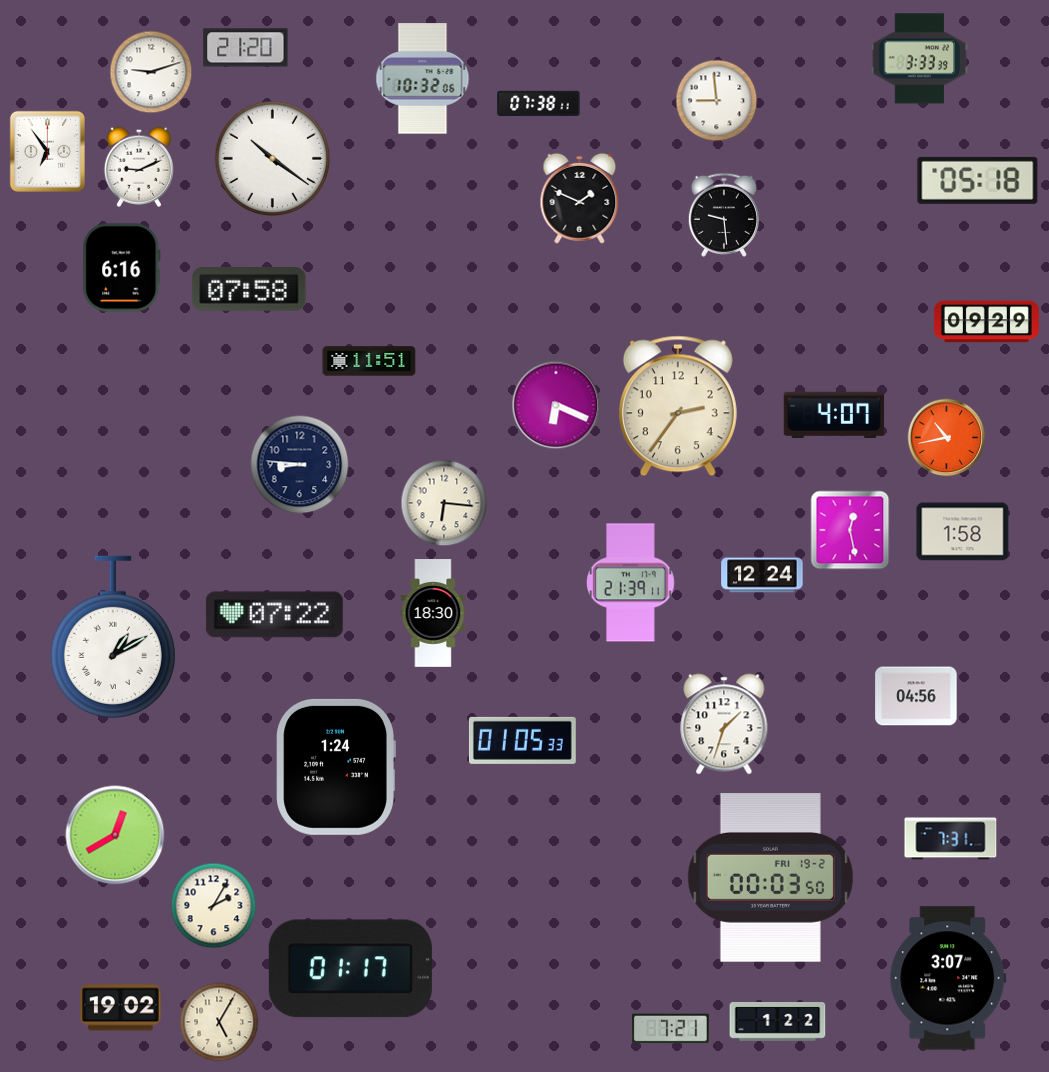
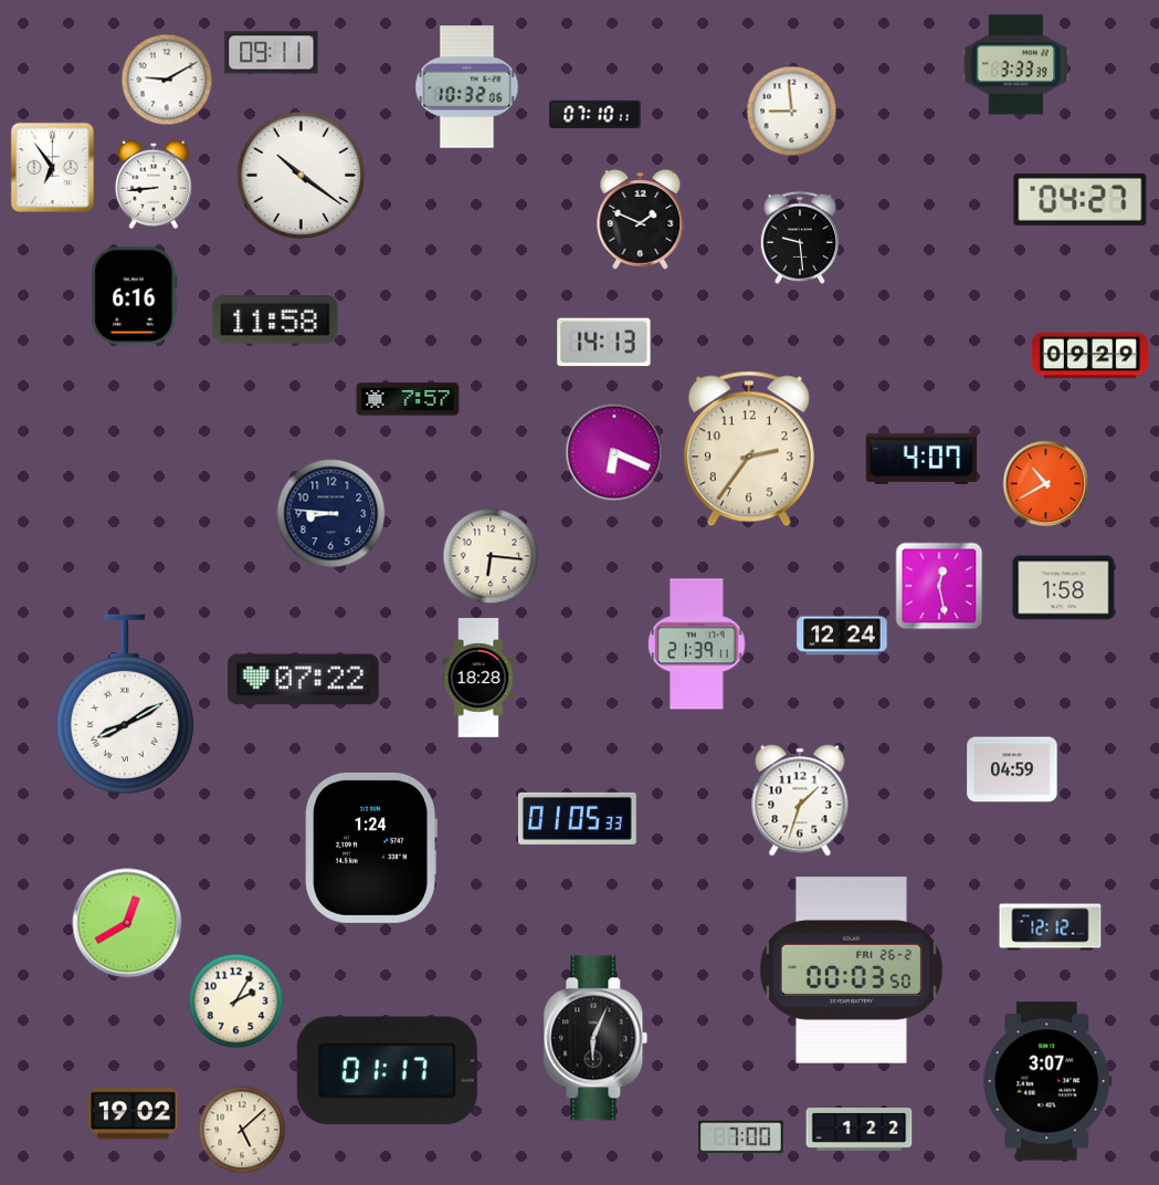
clock at (246, 48): 21:20 -> 09:11
clock at (151, 72): 9:12 -> 9:10
clock at (539, 103): 07:38 -> 07:10
clock at (138, 167): 9:11 -> 8:44
clock at (978, 180): 05:18 -> 04:27
clock at (249, 290): 07:58 -> 11:58
clock at (604, 343): none -> 14:13
clock at (369, 361): 11:51 -> 7:57
clock at (556, 405) position: (556, 405) -> (614, 452)
clock at (947, 438): 10:43 -> 10:40
clock at (433, 613): 18:30 -> 18:28
clock at (113, 637): 1:10 -> 8:10
clock at (916, 696): 04:56 -> 04:59
clock at (951, 839): 7:31 -> 12:12
clock at (770, 878) date: FRI 19-2 -> FRI 26-2
clock at (596, 1038): none -> 6:04
clock at (219, 1022): 5:05 -> 5:08
clock at (670, 1029): 7:21 -> 7:00
